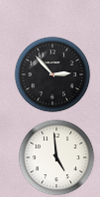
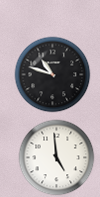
clock at (53, 75): 2:53 -> 10:48
